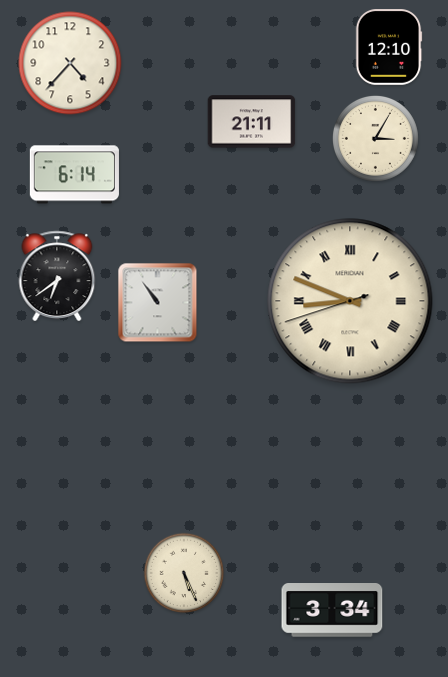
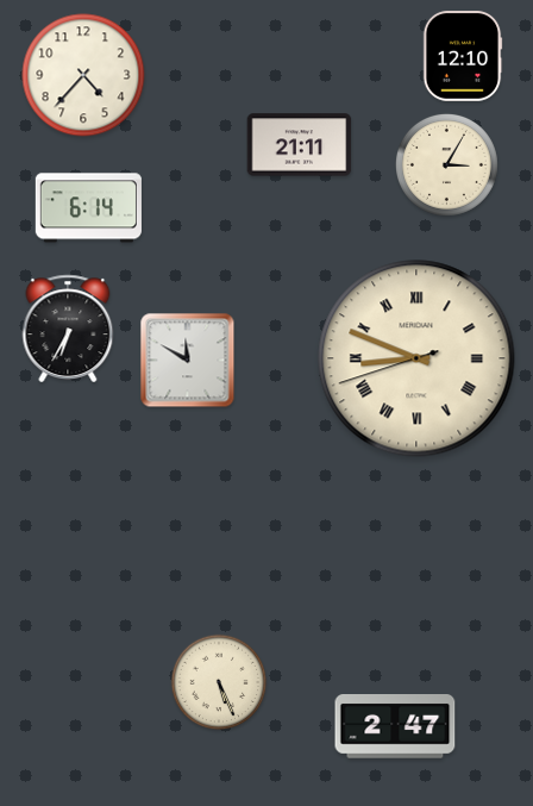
clock at (57, 275): 6:39 -> 6:35
clock at (158, 303): 10:54 -> 11:50
clock at (332, 611): 3:34 -> 2:47
